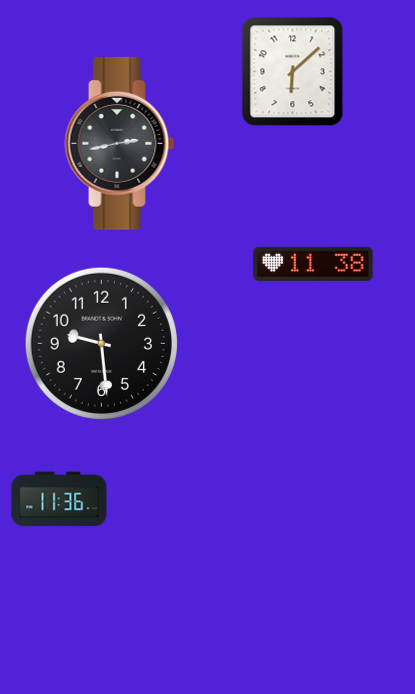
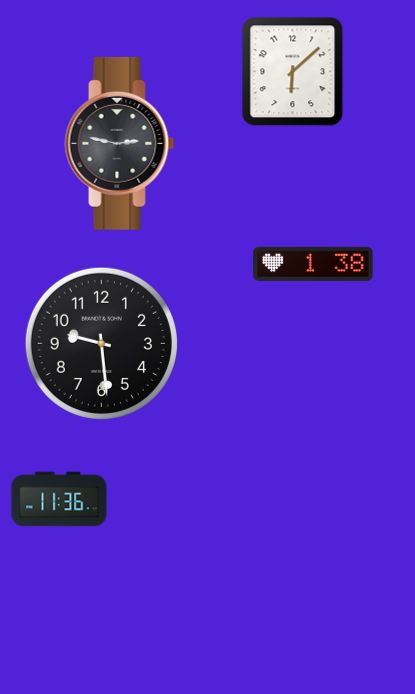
clock at (120, 143): 2:43 -> 2:47
clock at (313, 264): 11:38 -> 1:38
